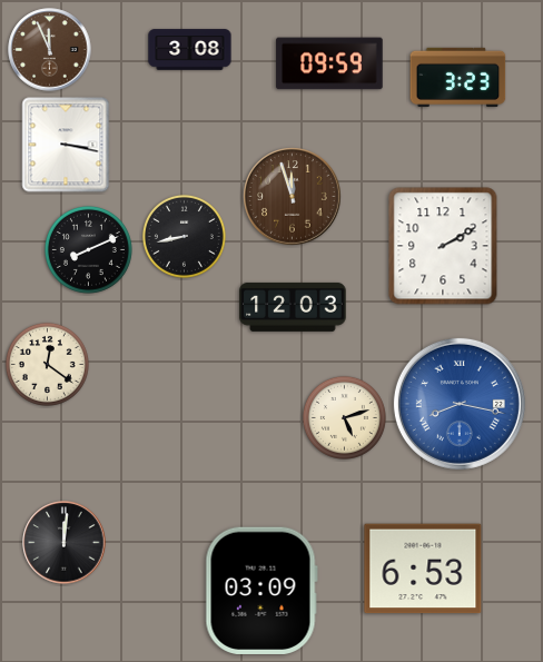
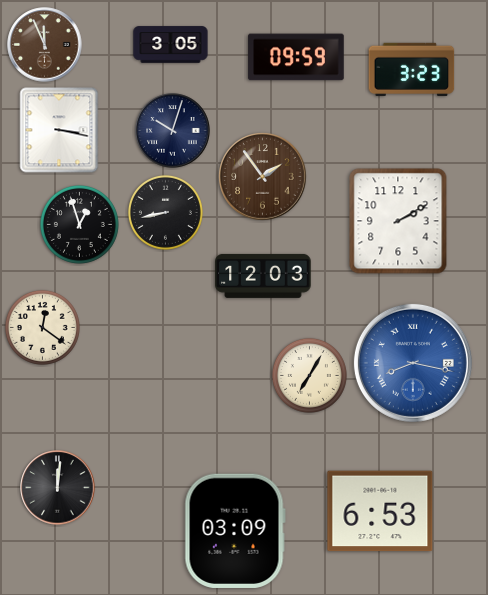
clock at (190, 50): 3:08 -> 3:05
clock at (173, 131): none -> 10:03
clock at (293, 197): 11:57 -> 1:54
clock at (88, 249): 8:11 -> 12:57
clock at (344, 417): 5:12 -> 7:05
